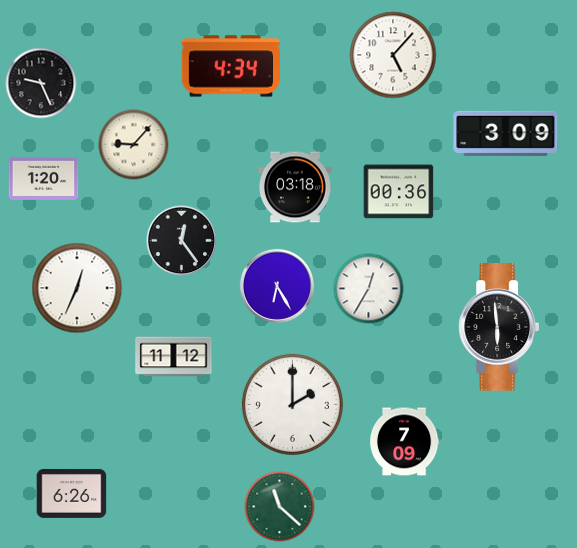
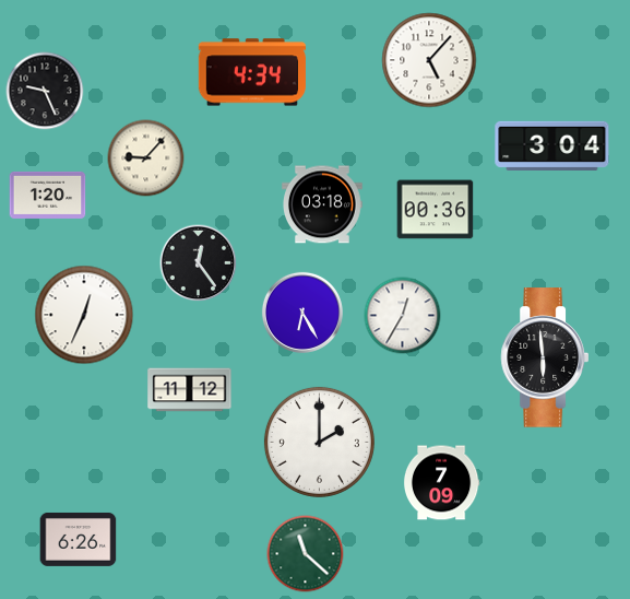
clock at (506, 133): 3:09 -> 3:04
